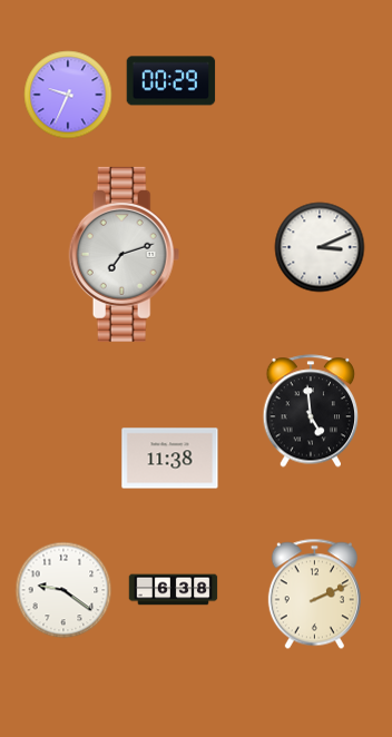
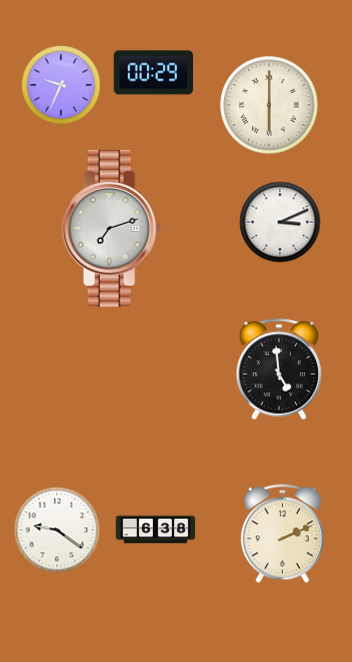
clock at (269, 105): none -> 6:00
clock at (320, 247) position: (320, 247) -> (280, 222)
clock at (170, 459): 11:38 -> none
